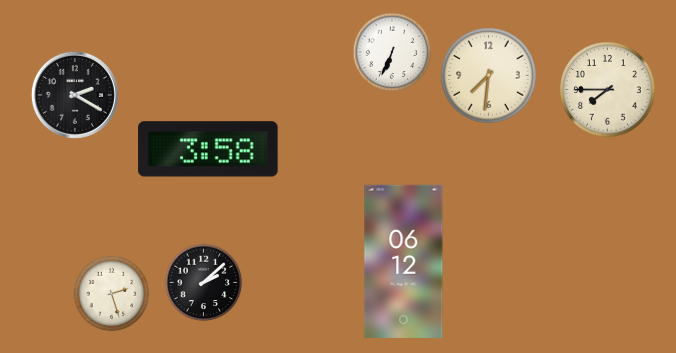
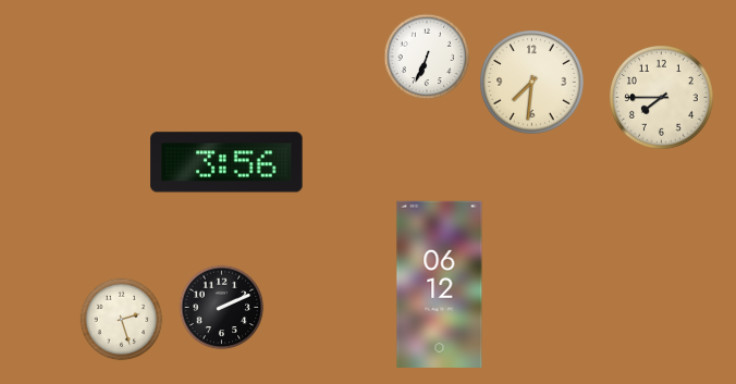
clock at (75, 95): 2:20 -> none
clock at (208, 149): 3:58 -> 3:56
clock at (204, 283): 2:08 -> 2:11
